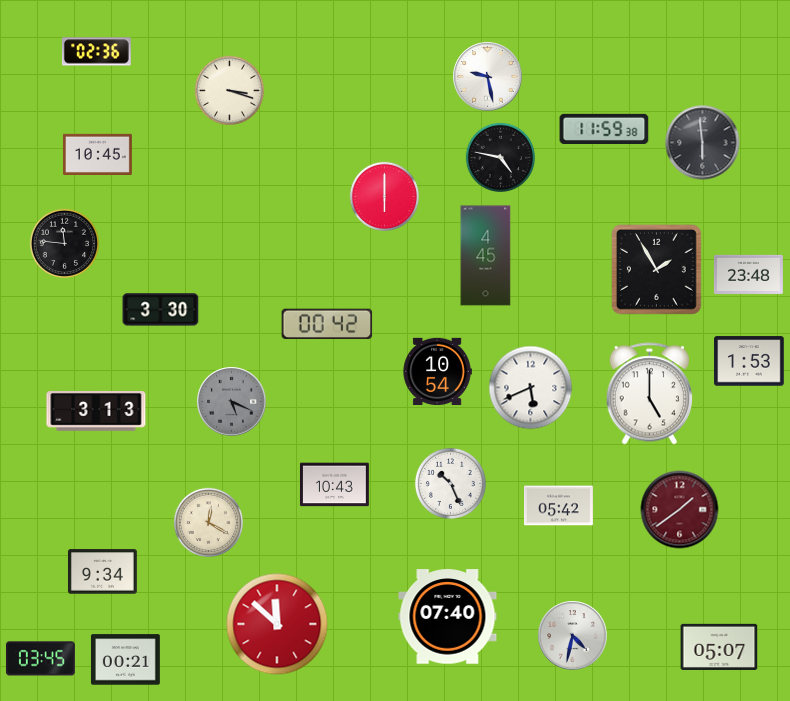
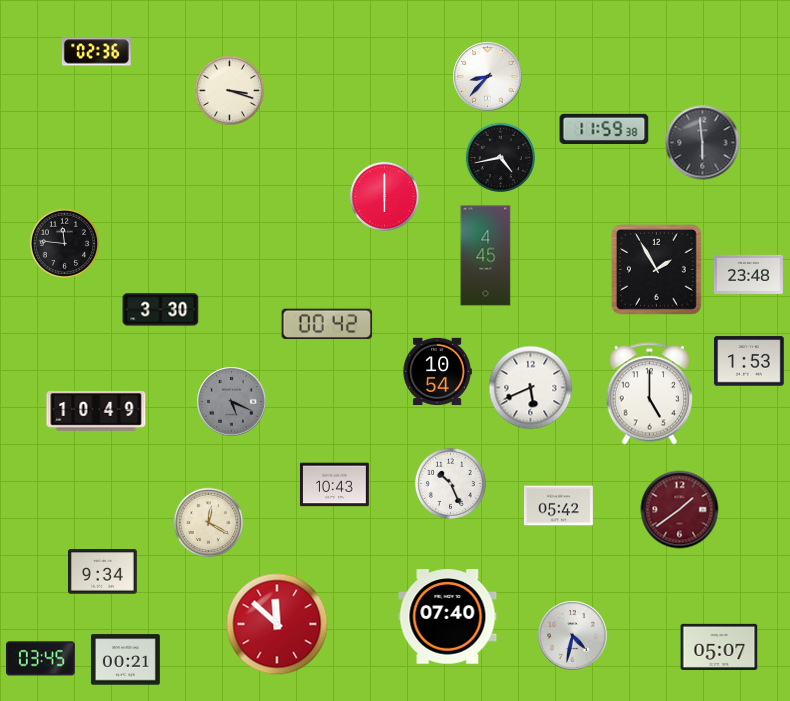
clock at (488, 77): 9:28 -> 8:37
clock at (97, 154): 10:45 -> none
clock at (500, 157): 4:47 -> 4:43
clock at (96, 412): 3:13 -> 10:49
